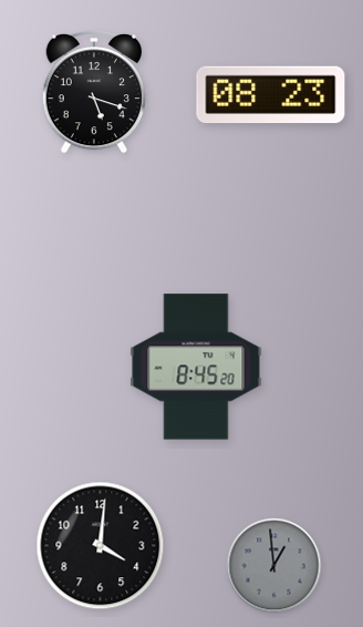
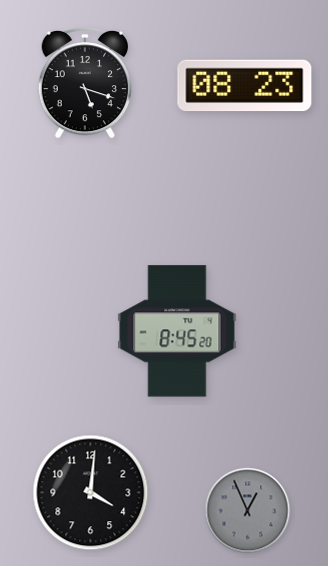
clock at (274, 566): 12:59 -> 12:56
